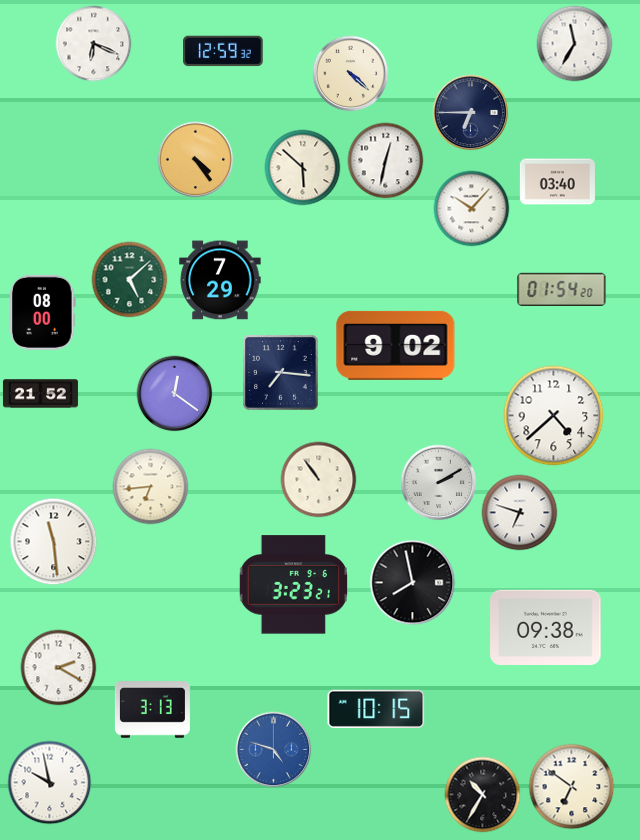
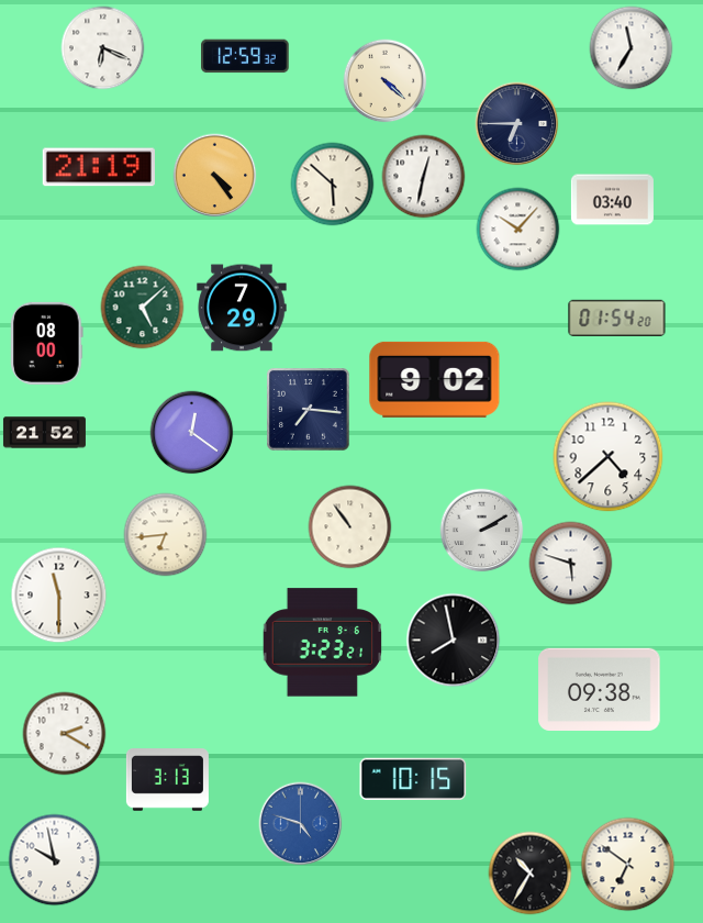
clock at (99, 167): none -> 21:19
clock at (520, 513): 6:48 -> 5:48
clock at (54, 542): 11:29 -> 11:30
